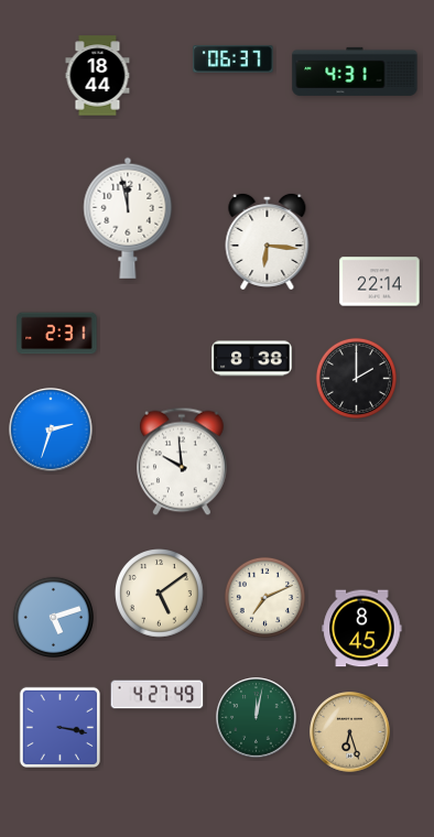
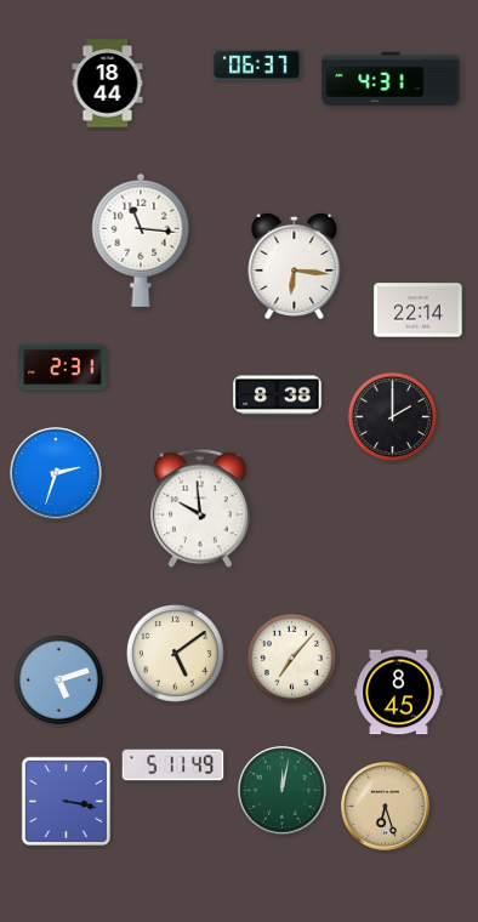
clock at (128, 218): 11:58 -> 11:16
clock at (264, 597): 7:11 -> 7:07
clock at (158, 695): 4:27 -> 5:11
